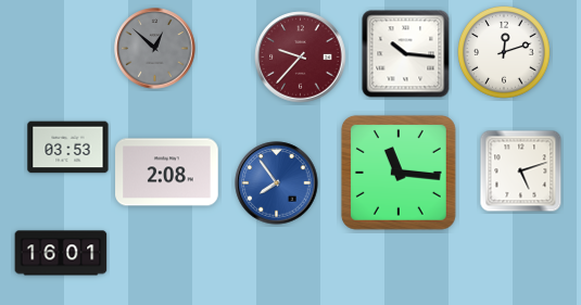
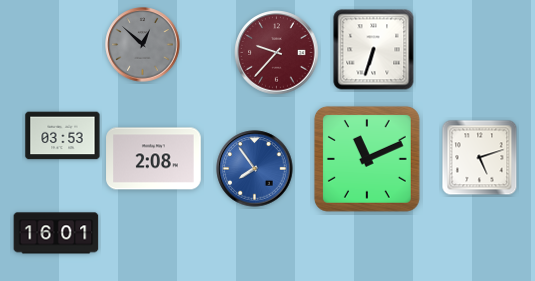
clock at (504, 52): 12:12 -> none
clock at (406, 54): 10:16 -> 6:33
clock at (399, 173): 11:16 -> 11:11
